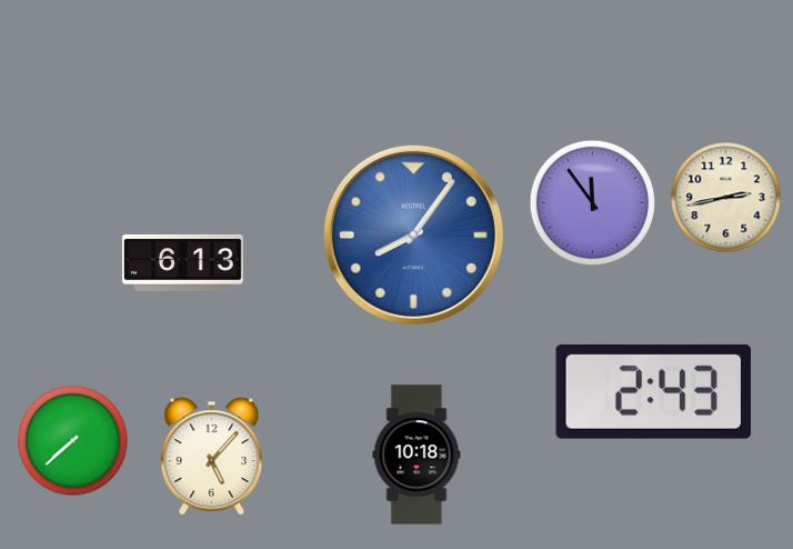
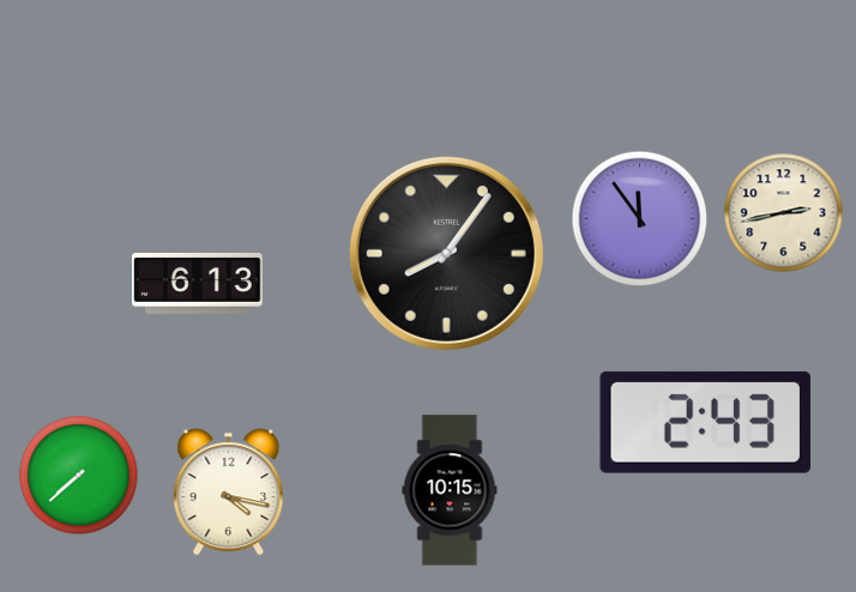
clock at (413, 234) dial: blue -> black
clock at (416, 455): 10:18 -> 10:15
clock at (212, 457): 5:07 -> 4:17
